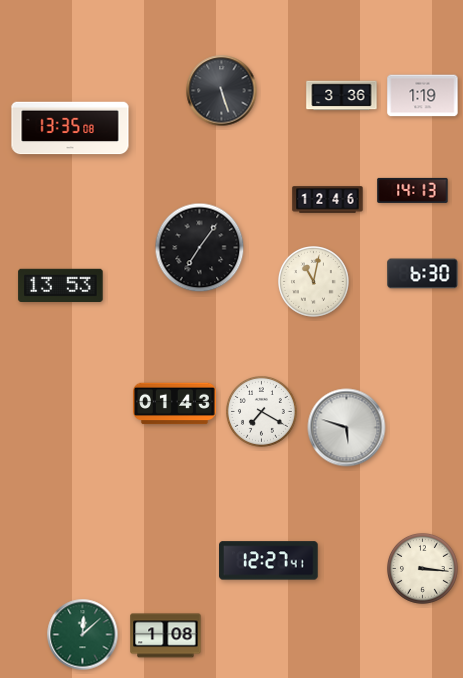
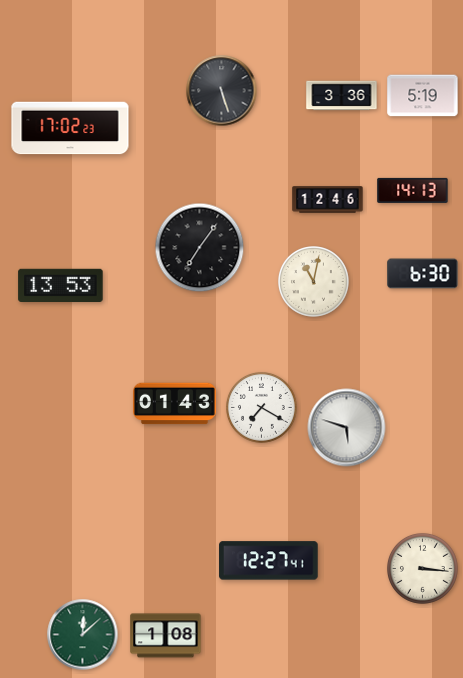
clock at (423, 96): 1:19 -> 5:19
clock at (70, 128): 13:35 -> 17:02
clock at (262, 412) position: (262, 412) -> (262, 408)
